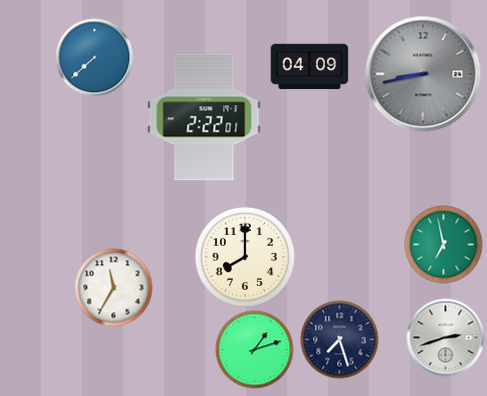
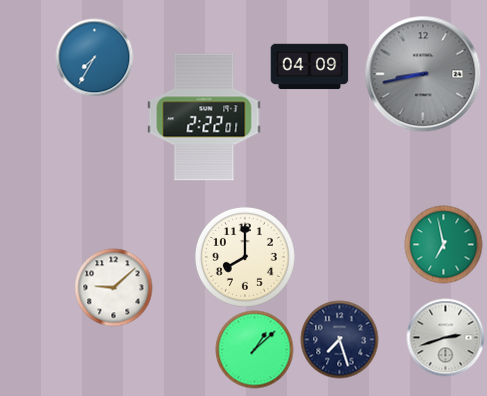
clock at (94, 57): 7:38 -> 7:35
clock at (113, 287): 11:35 -> 9:08
clock at (254, 349): 1:12 -> 1:08
